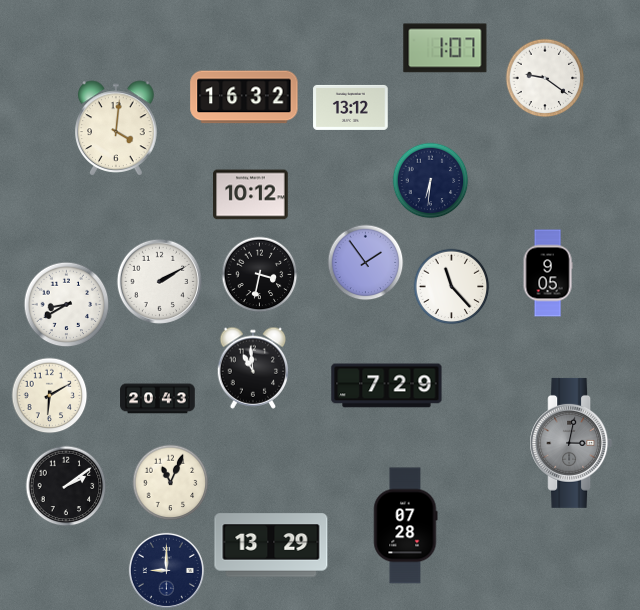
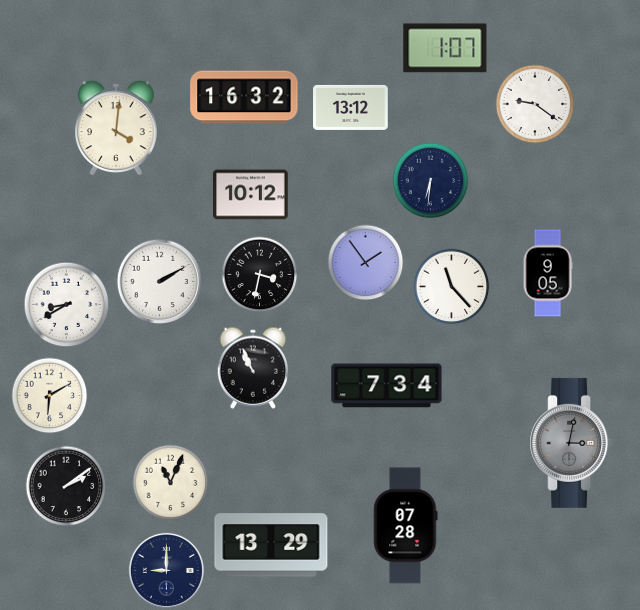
clock at (545, 78) position: (545, 78) -> (535, 104)
clock at (253, 368): 10:59 -> 10:56
clock at (387, 386): 7:29 -> 7:34
clock at (158, 399): 20:43 -> none
